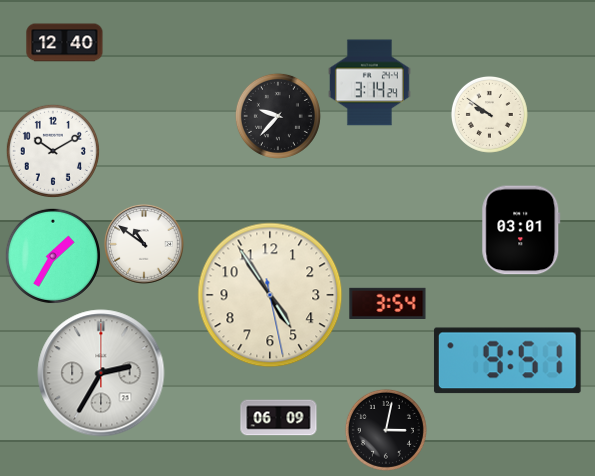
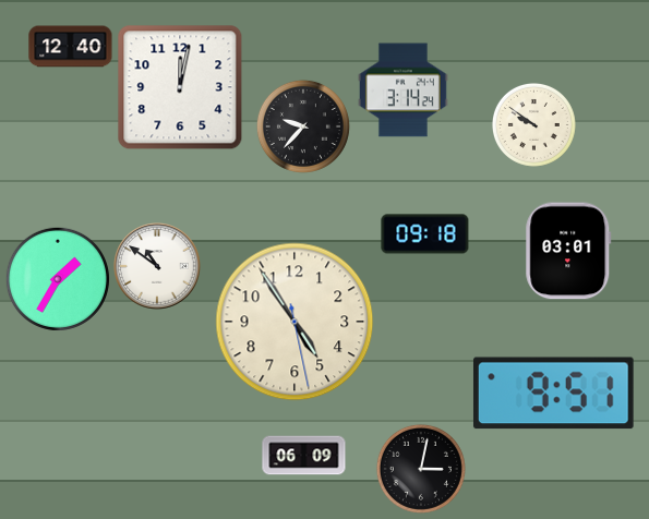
clock at (180, 87): none -> 12:02
clock at (53, 151): 10:10 -> none
clock at (425, 234): none -> 09:18
clock at (388, 303): 3:54 -> none
clock at (101, 373): 2:35 -> none
